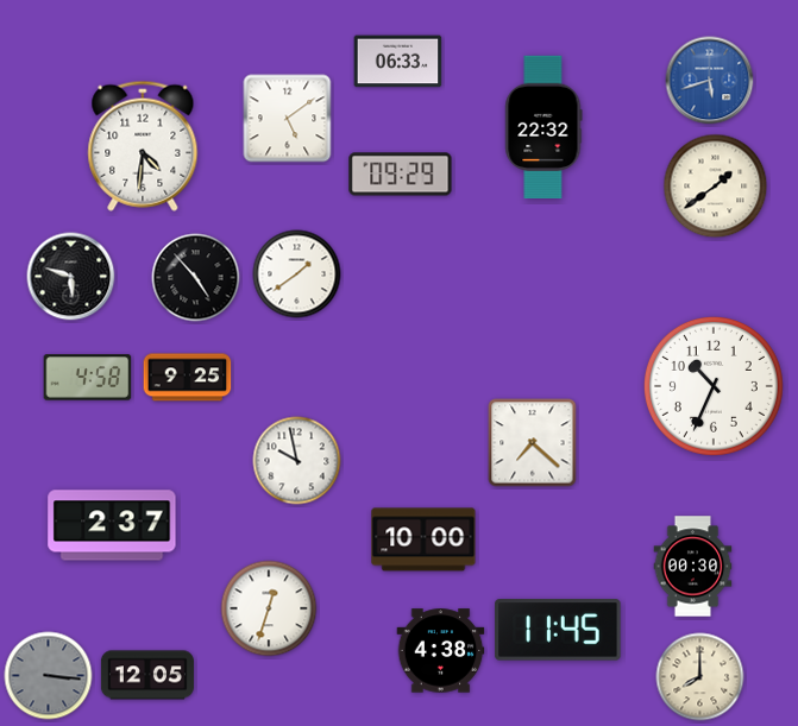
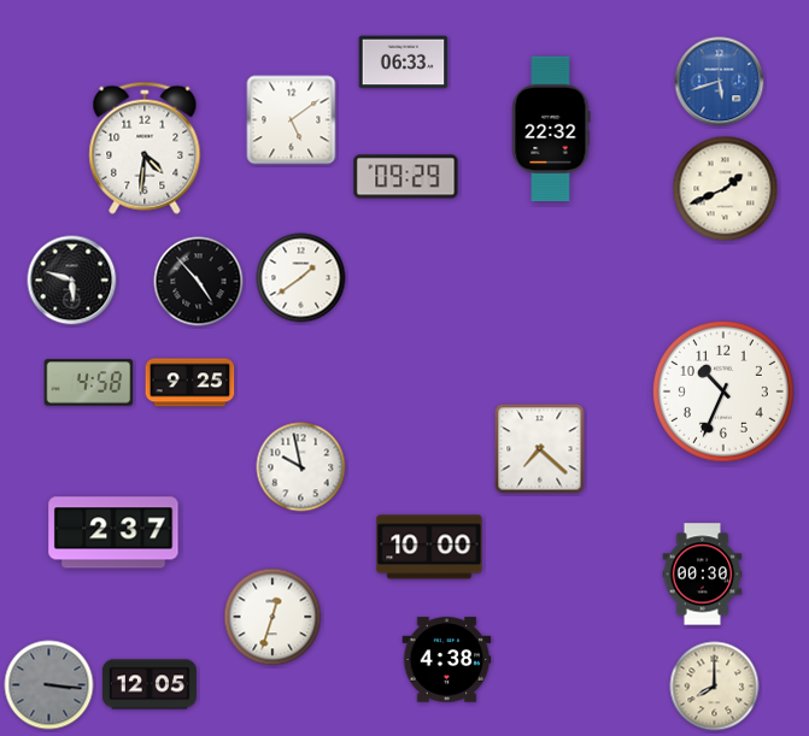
clock at (716, 187): 1:39 -> 1:41
clock at (558, 630): 11:45 -> none
clock at (700, 677) position: (700, 677) -> (715, 687)
